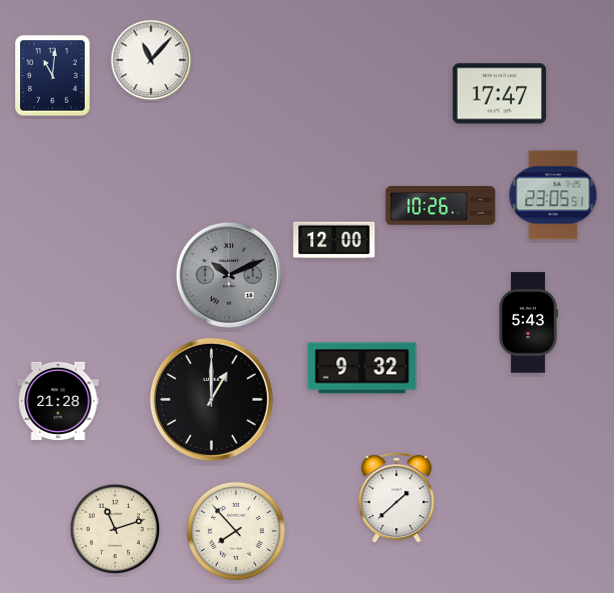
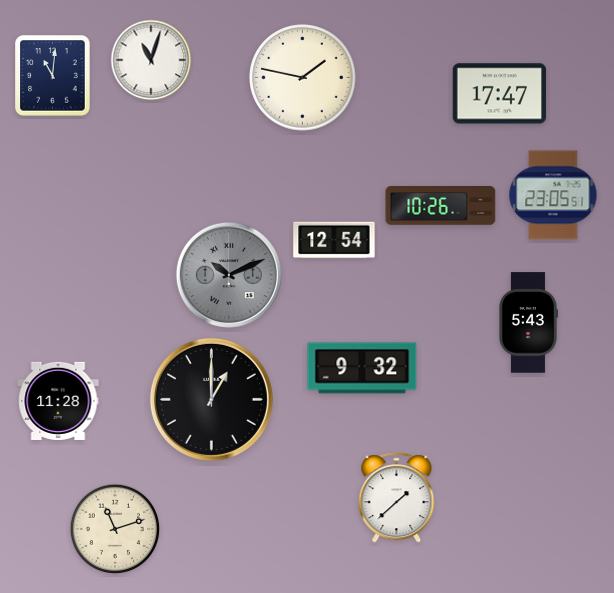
clock at (151, 60): 11:07 -> 11:03
clock at (303, 78): none -> 1:47
clock at (334, 240): 12:00 -> 12:54
clock at (58, 401): 21:28 -> 11:28
clock at (236, 531): 7:53 -> none
